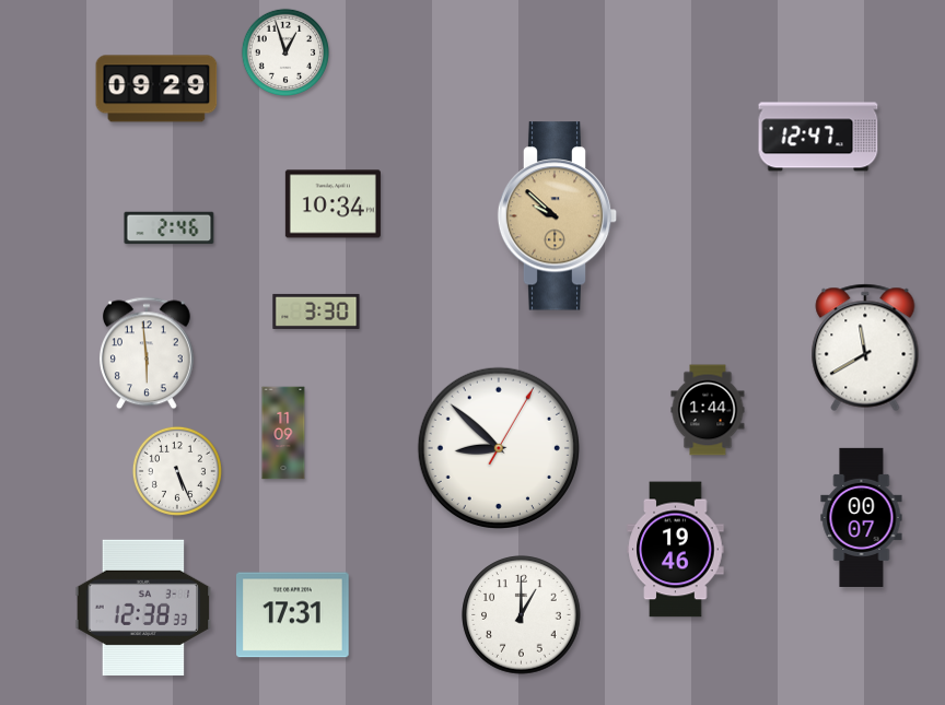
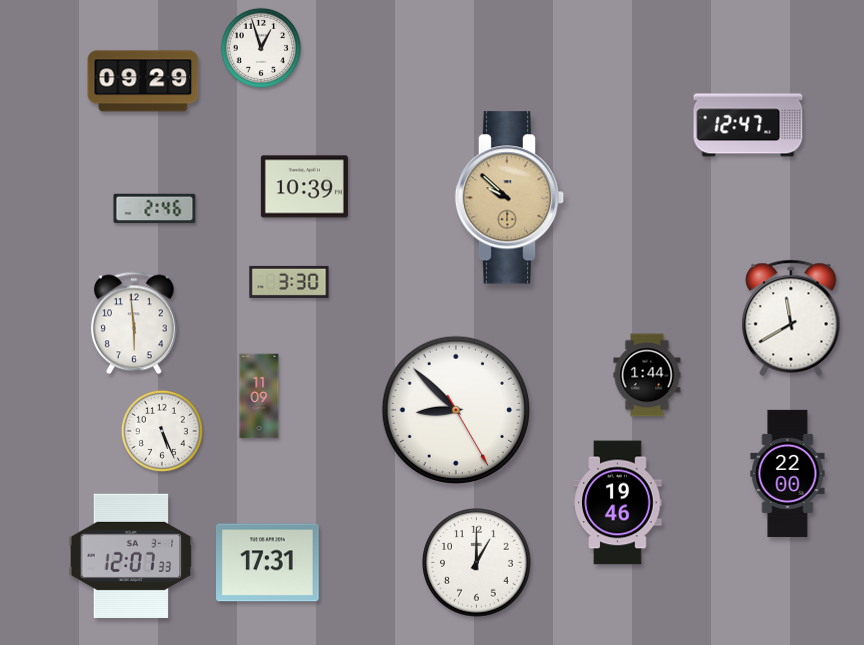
clock at (332, 204): 10:34 -> 10:39
clock at (316, 312) position: (316, 312) -> (289, 282)
clock at (499, 448): 8:52:05 -> 8:52:25
clock at (862, 517): 00:07 -> 22:00
clock at (143, 608): 12:38 -> 12:07
